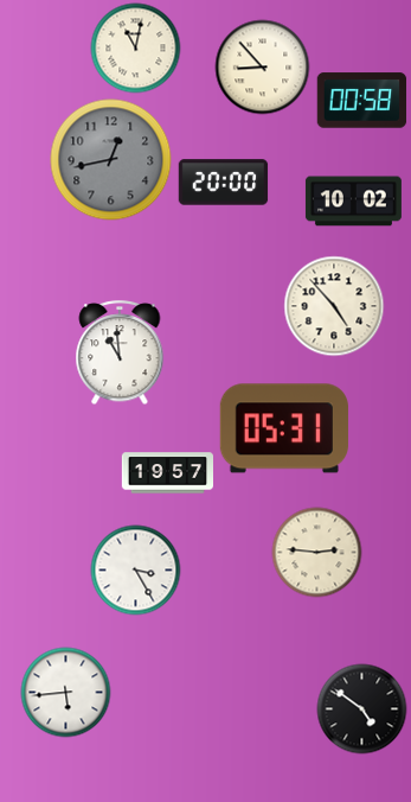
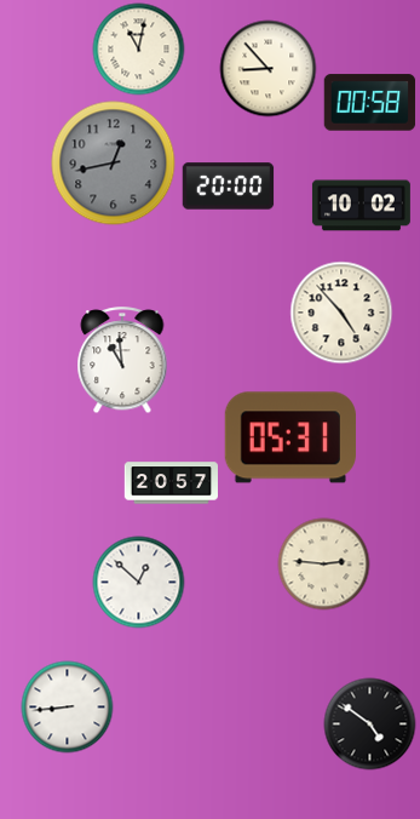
clock at (167, 473): 19:57 -> 20:57
clock at (136, 571): 3:25 -> 12:52
clock at (66, 693): 5:44 -> 8:44
